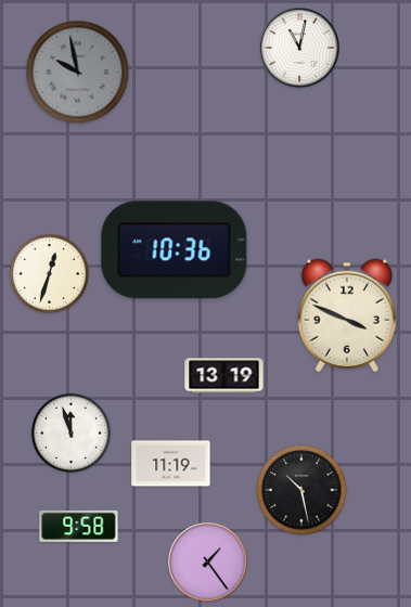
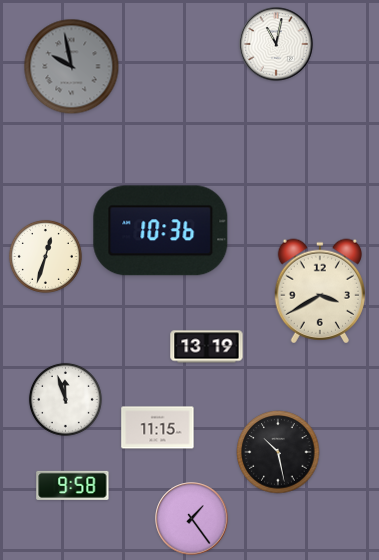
clock at (49, 273) position: (49, 273) -> (45, 256)
clock at (346, 315): 3:49 -> 3:40
clock at (171, 464): 11:19 -> 11:15
